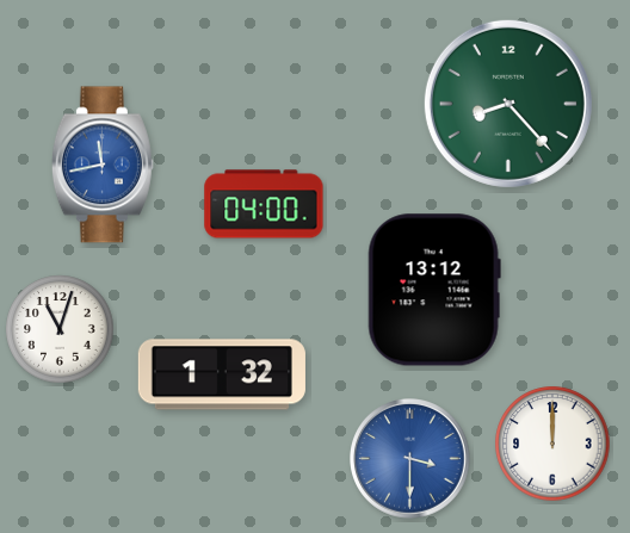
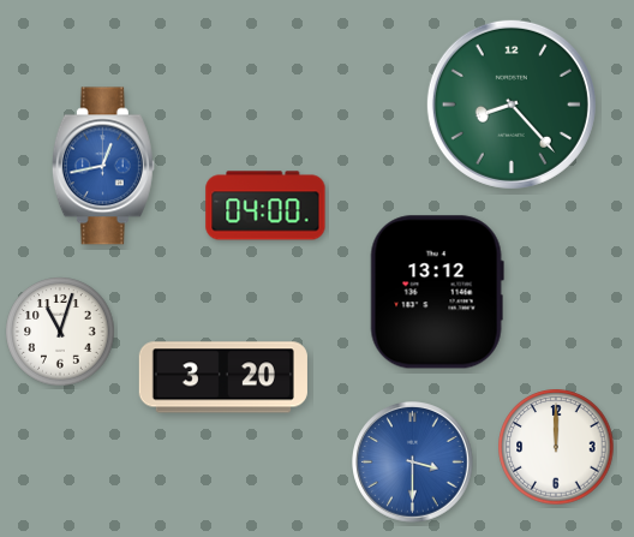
clock at (103, 165): 11:43 -> 12:43
clock at (222, 374): 1:32 -> 3:20
